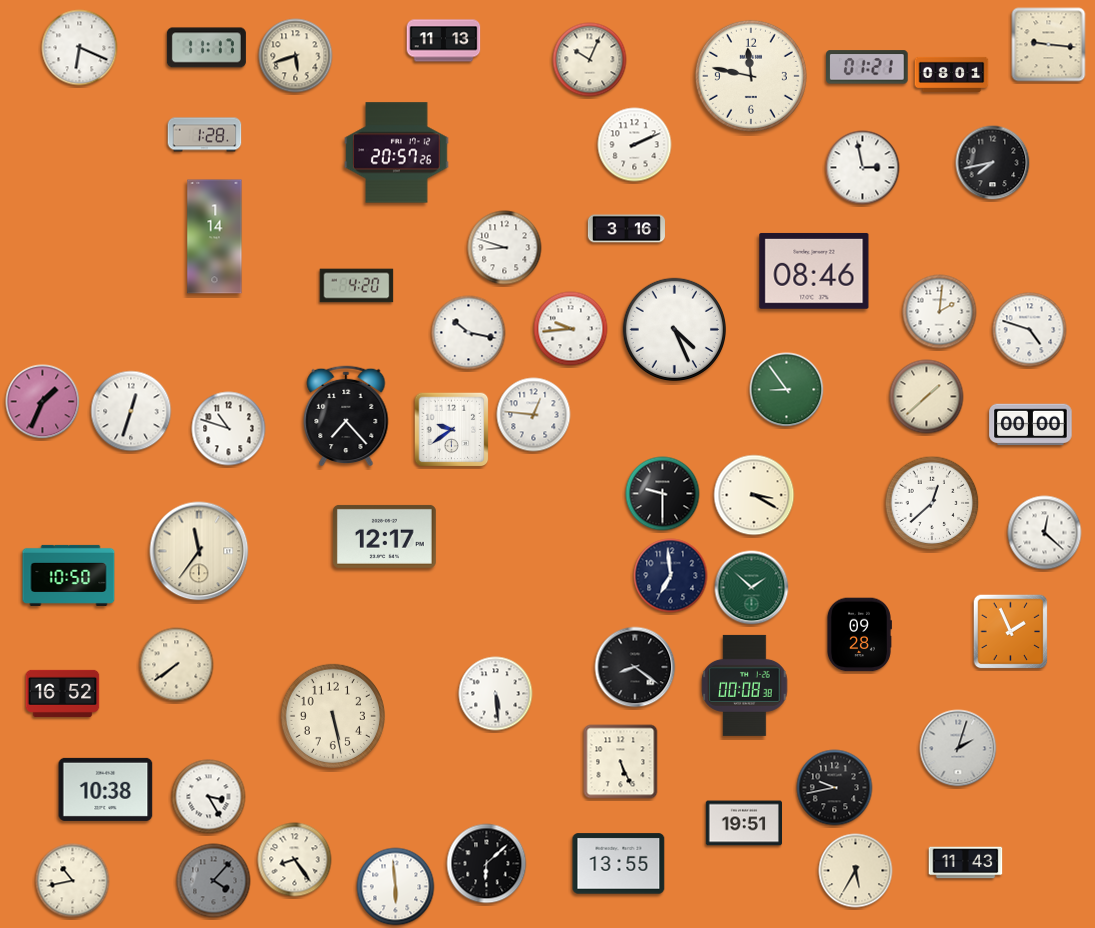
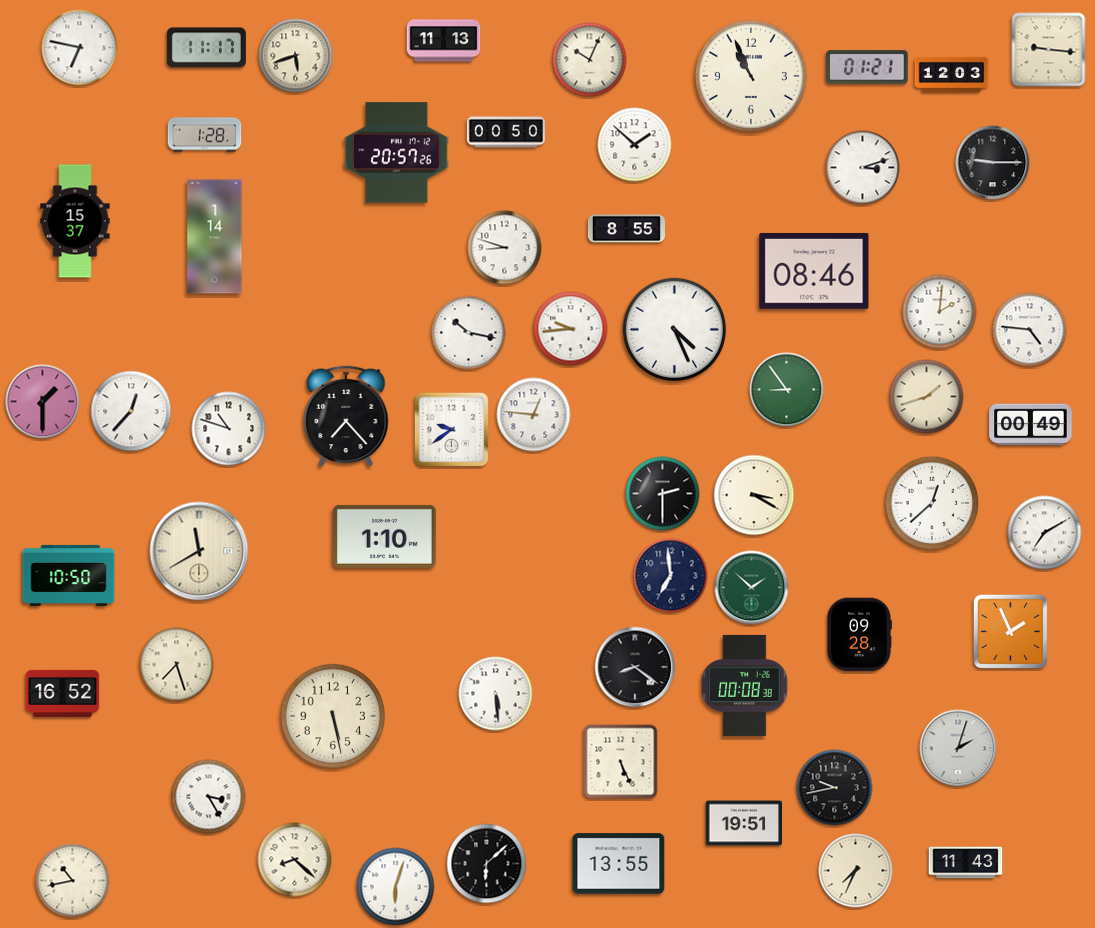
clock at (1049, 45) position: (1049, 45) -> (1049, 50)
clock at (80, 48): 6:19 -> 6:47
clock at (952, 74): 08:01 -> 12:03
clock at (751, 76): 11:47 -> 10:56
clock at (506, 132): none -> 00:50
clock at (635, 145): 2:11 -> 1:52
clock at (993, 163): 7:43 -> 9:15
clock at (863, 168): 2:58 -> 3:12
clock at (75, 221): none -> 15:37
clock at (626, 229): 3:16 -> 8:55
clock at (357, 286): 4:20 -> none
clock at (1030, 330): 4:48 -> 4:46
clock at (927, 397): 1:38 -> 1:42
clock at (43, 402): 1:34 -> 1:30
clock at (131, 411): 12:33 -> 12:37
clock at (1031, 425): 00:00 -> 00:49
clock at (663, 494): 9:30 -> 2:30
clock at (1045, 533): 12:22 -> 7:10
clock at (384, 536): 12:17 -> 1:10
clock at (199, 551): 11:36 -> 11:40
clock at (177, 665): 7:39 -> 7:27
clock at (106, 789): 10:38 -> none
clock at (295, 860): 8:24 -> 8:22
clock at (856, 871): 5:35 -> 7:34
clock at (214, 881): 4:07 -> none
clock at (396, 887): 5:59 -> 6:03
